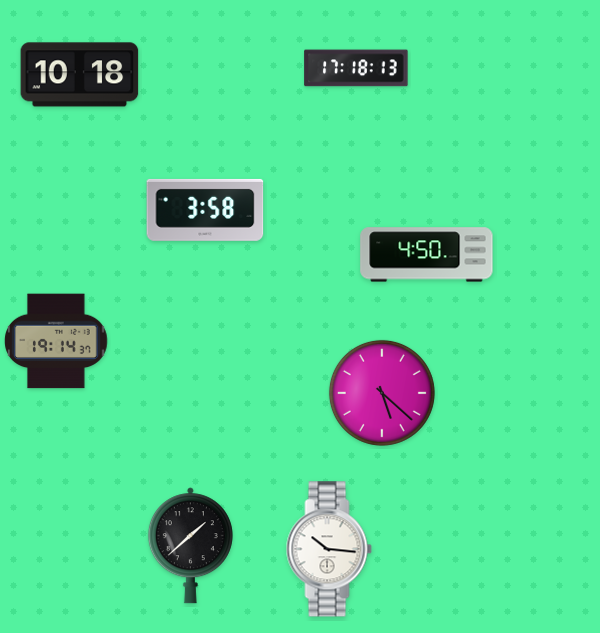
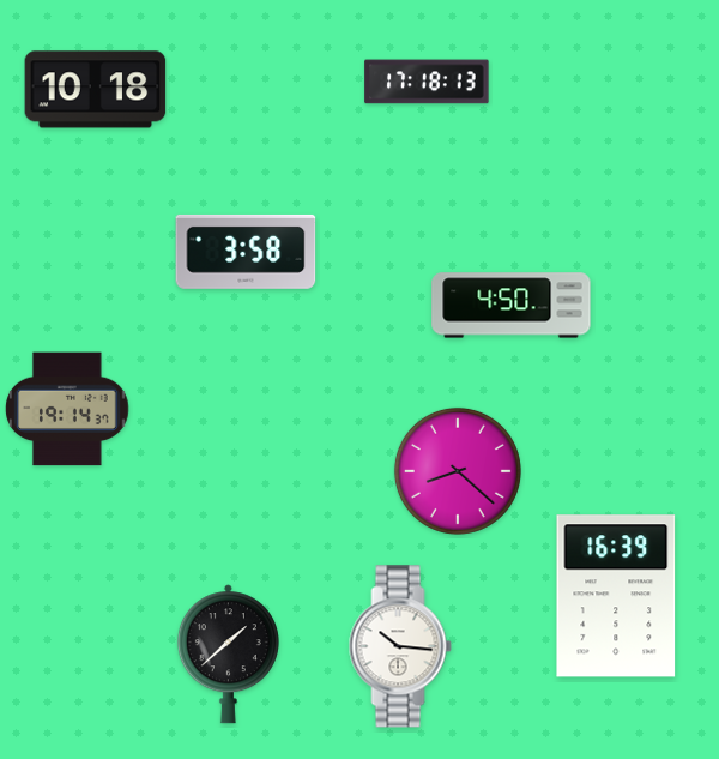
clock at (382, 393): 5:22 -> 8:22
clock at (616, 596): none -> 16:39
clock at (329, 549) position: (329, 549) -> (400, 646)
